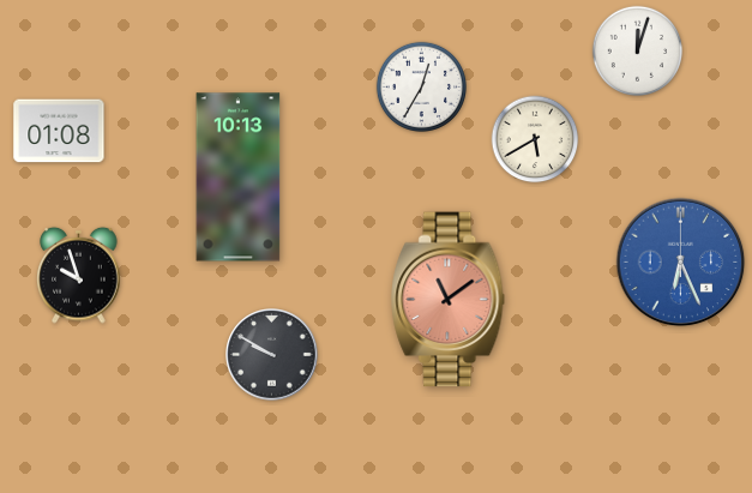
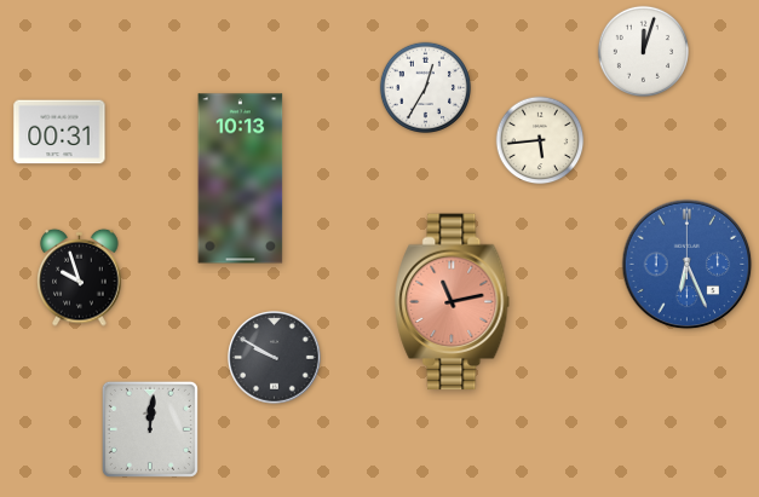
clock at (59, 131): 01:08 -> 00:31
clock at (535, 139): 5:40 -> 5:44
clock at (449, 300): 11:09 -> 11:13
clock at (150, 429): none -> 12:01
